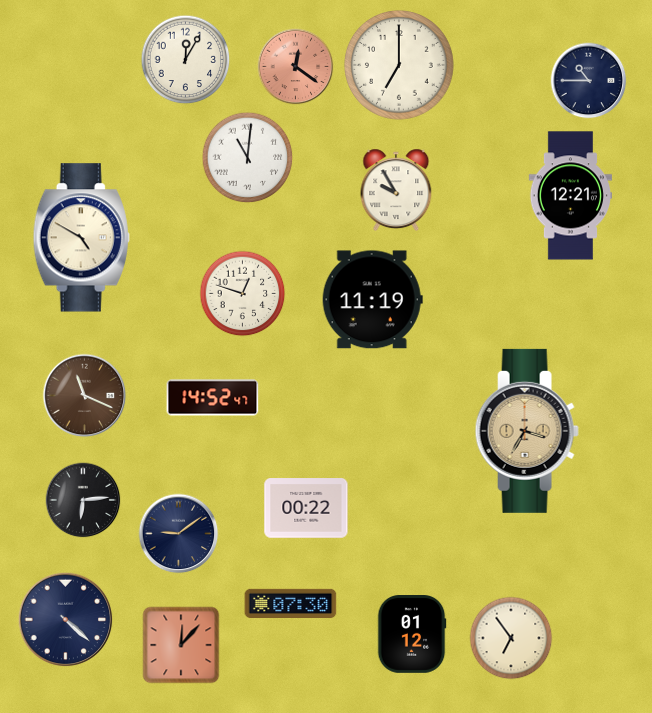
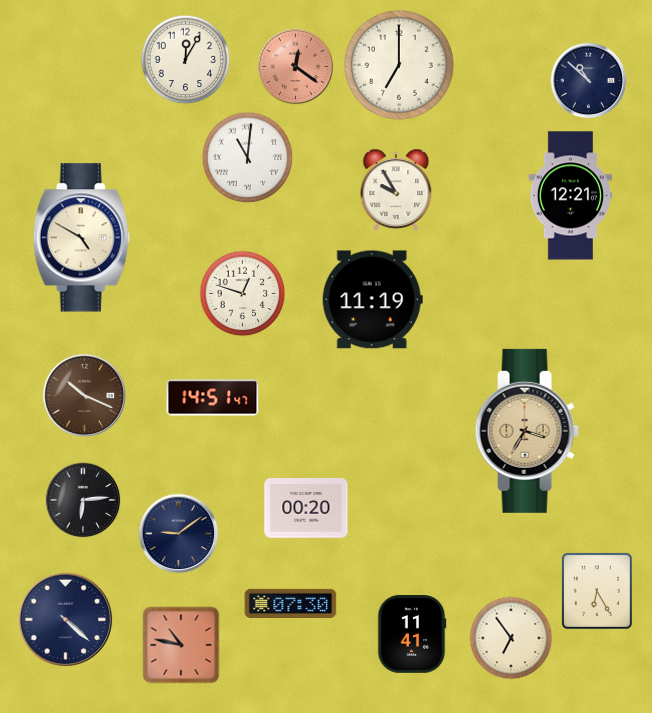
clock at (589, 81): 10:45 -> 10:52
clock at (85, 396): 11:19 -> 10:19
clock at (213, 398): 14:52 -> 14:51
clock at (306, 508): 00:22 -> 00:20
clock at (597, 591): none -> 6:25
clock at (412, 635): 01:12 -> 11:41
clock at (181, 645): 12:07 -> 10:47
